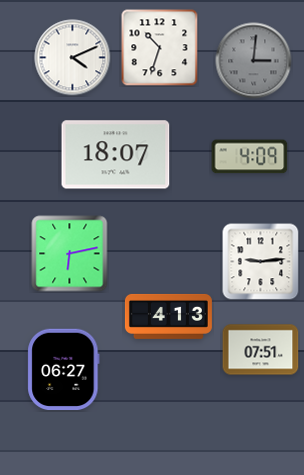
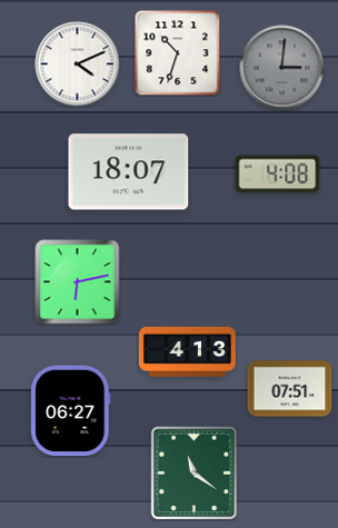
clock at (73, 58) position: (73, 58) -> (78, 64)
clock at (250, 157): 4:09 -> 4:08
clock at (261, 262): 9:14 -> none
clock at (195, 474): none -> 11:21
